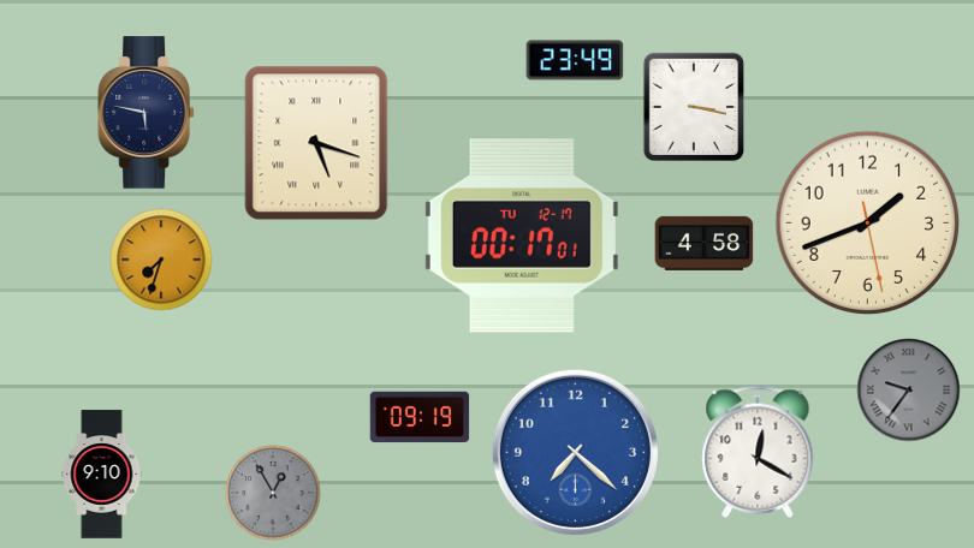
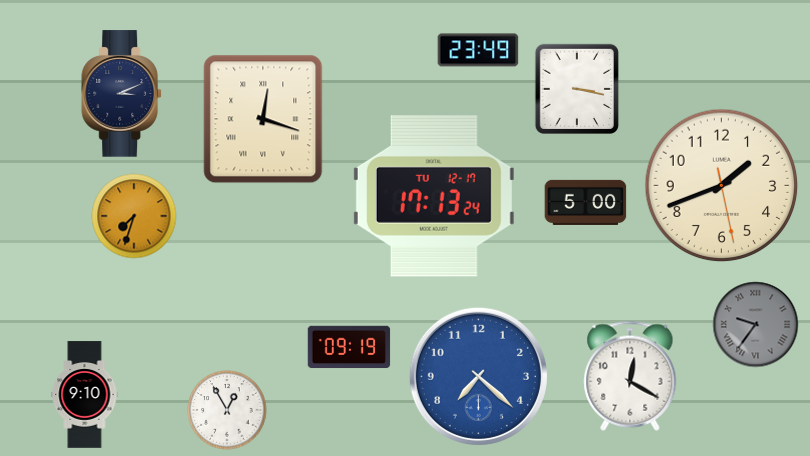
clock at (147, 113): 5:47 -> 3:11
clock at (316, 143): 5:18 -> 12:18
clock at (522, 236): 00:17 -> 17:13
clock at (705, 243): 4:58 -> 5:00
clock at (273, 493) dial: grey -> white
